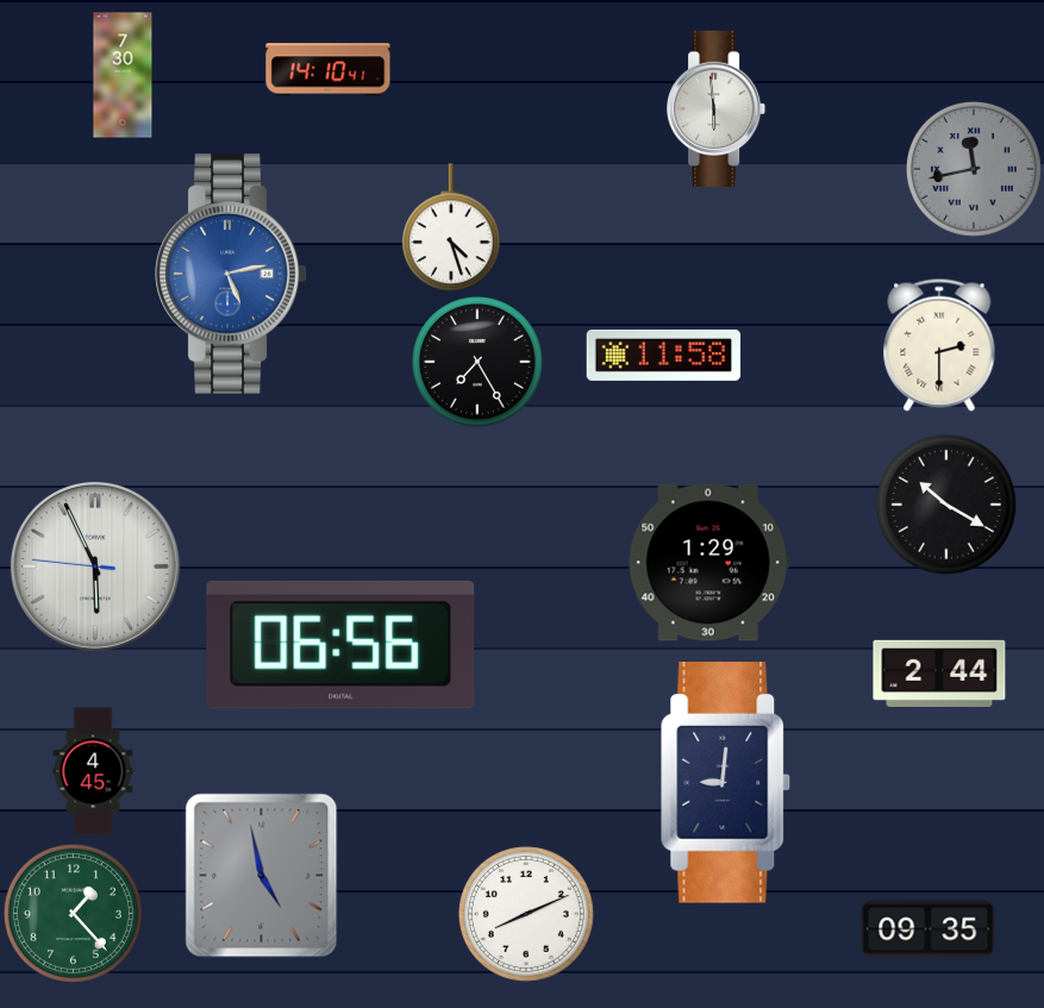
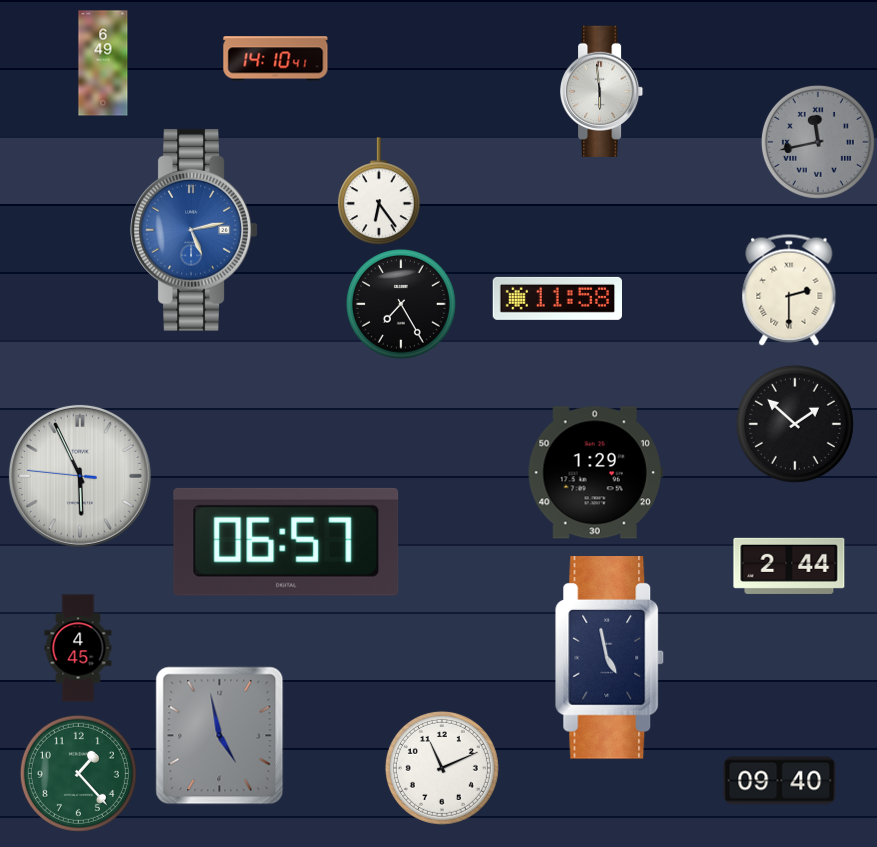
clock at (123, 75): 7:30 -> 6:49
clock at (451, 227): 4:27 -> 6:24
clock at (946, 505): 10:20 -> 1:52
clock at (340, 645): 06:56 -> 06:57
clock at (726, 783): 9:01 -> 4:58
clock at (73, 913) position: (73, 913) -> (78, 773)
clock at (526, 914): 8:11 -> 11:11
clock at (929, 929): 09:35 -> 09:40
